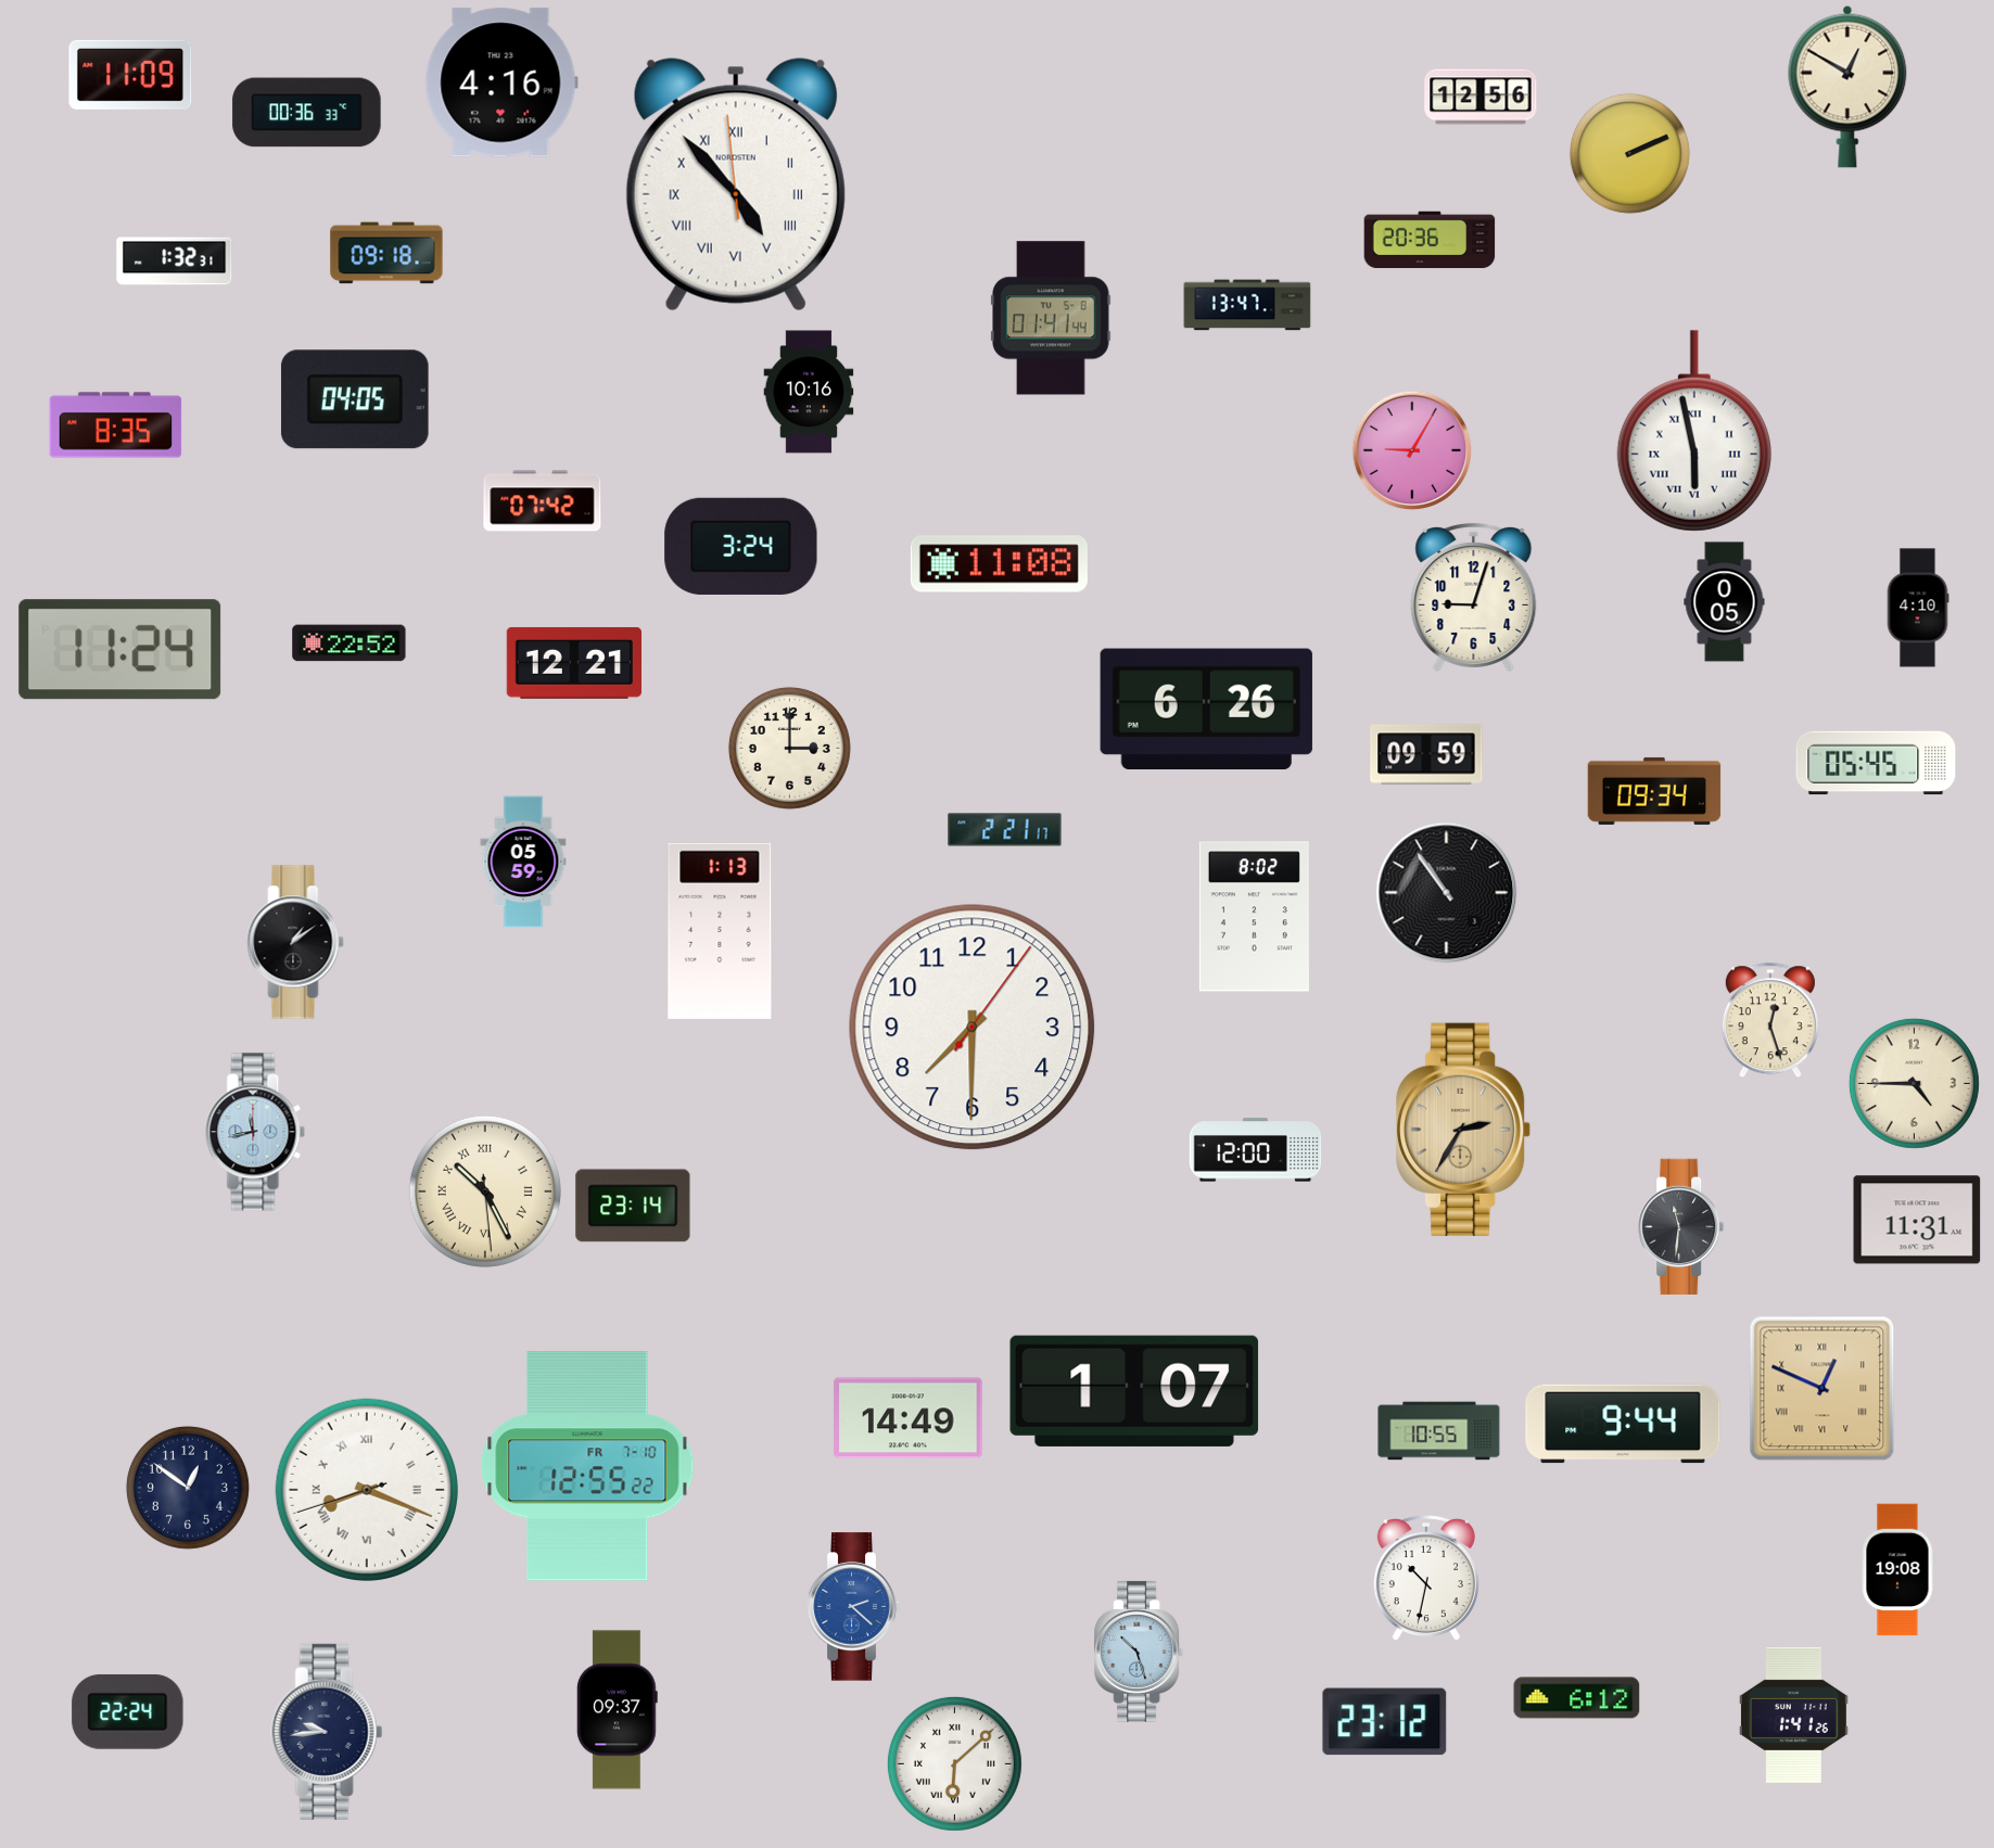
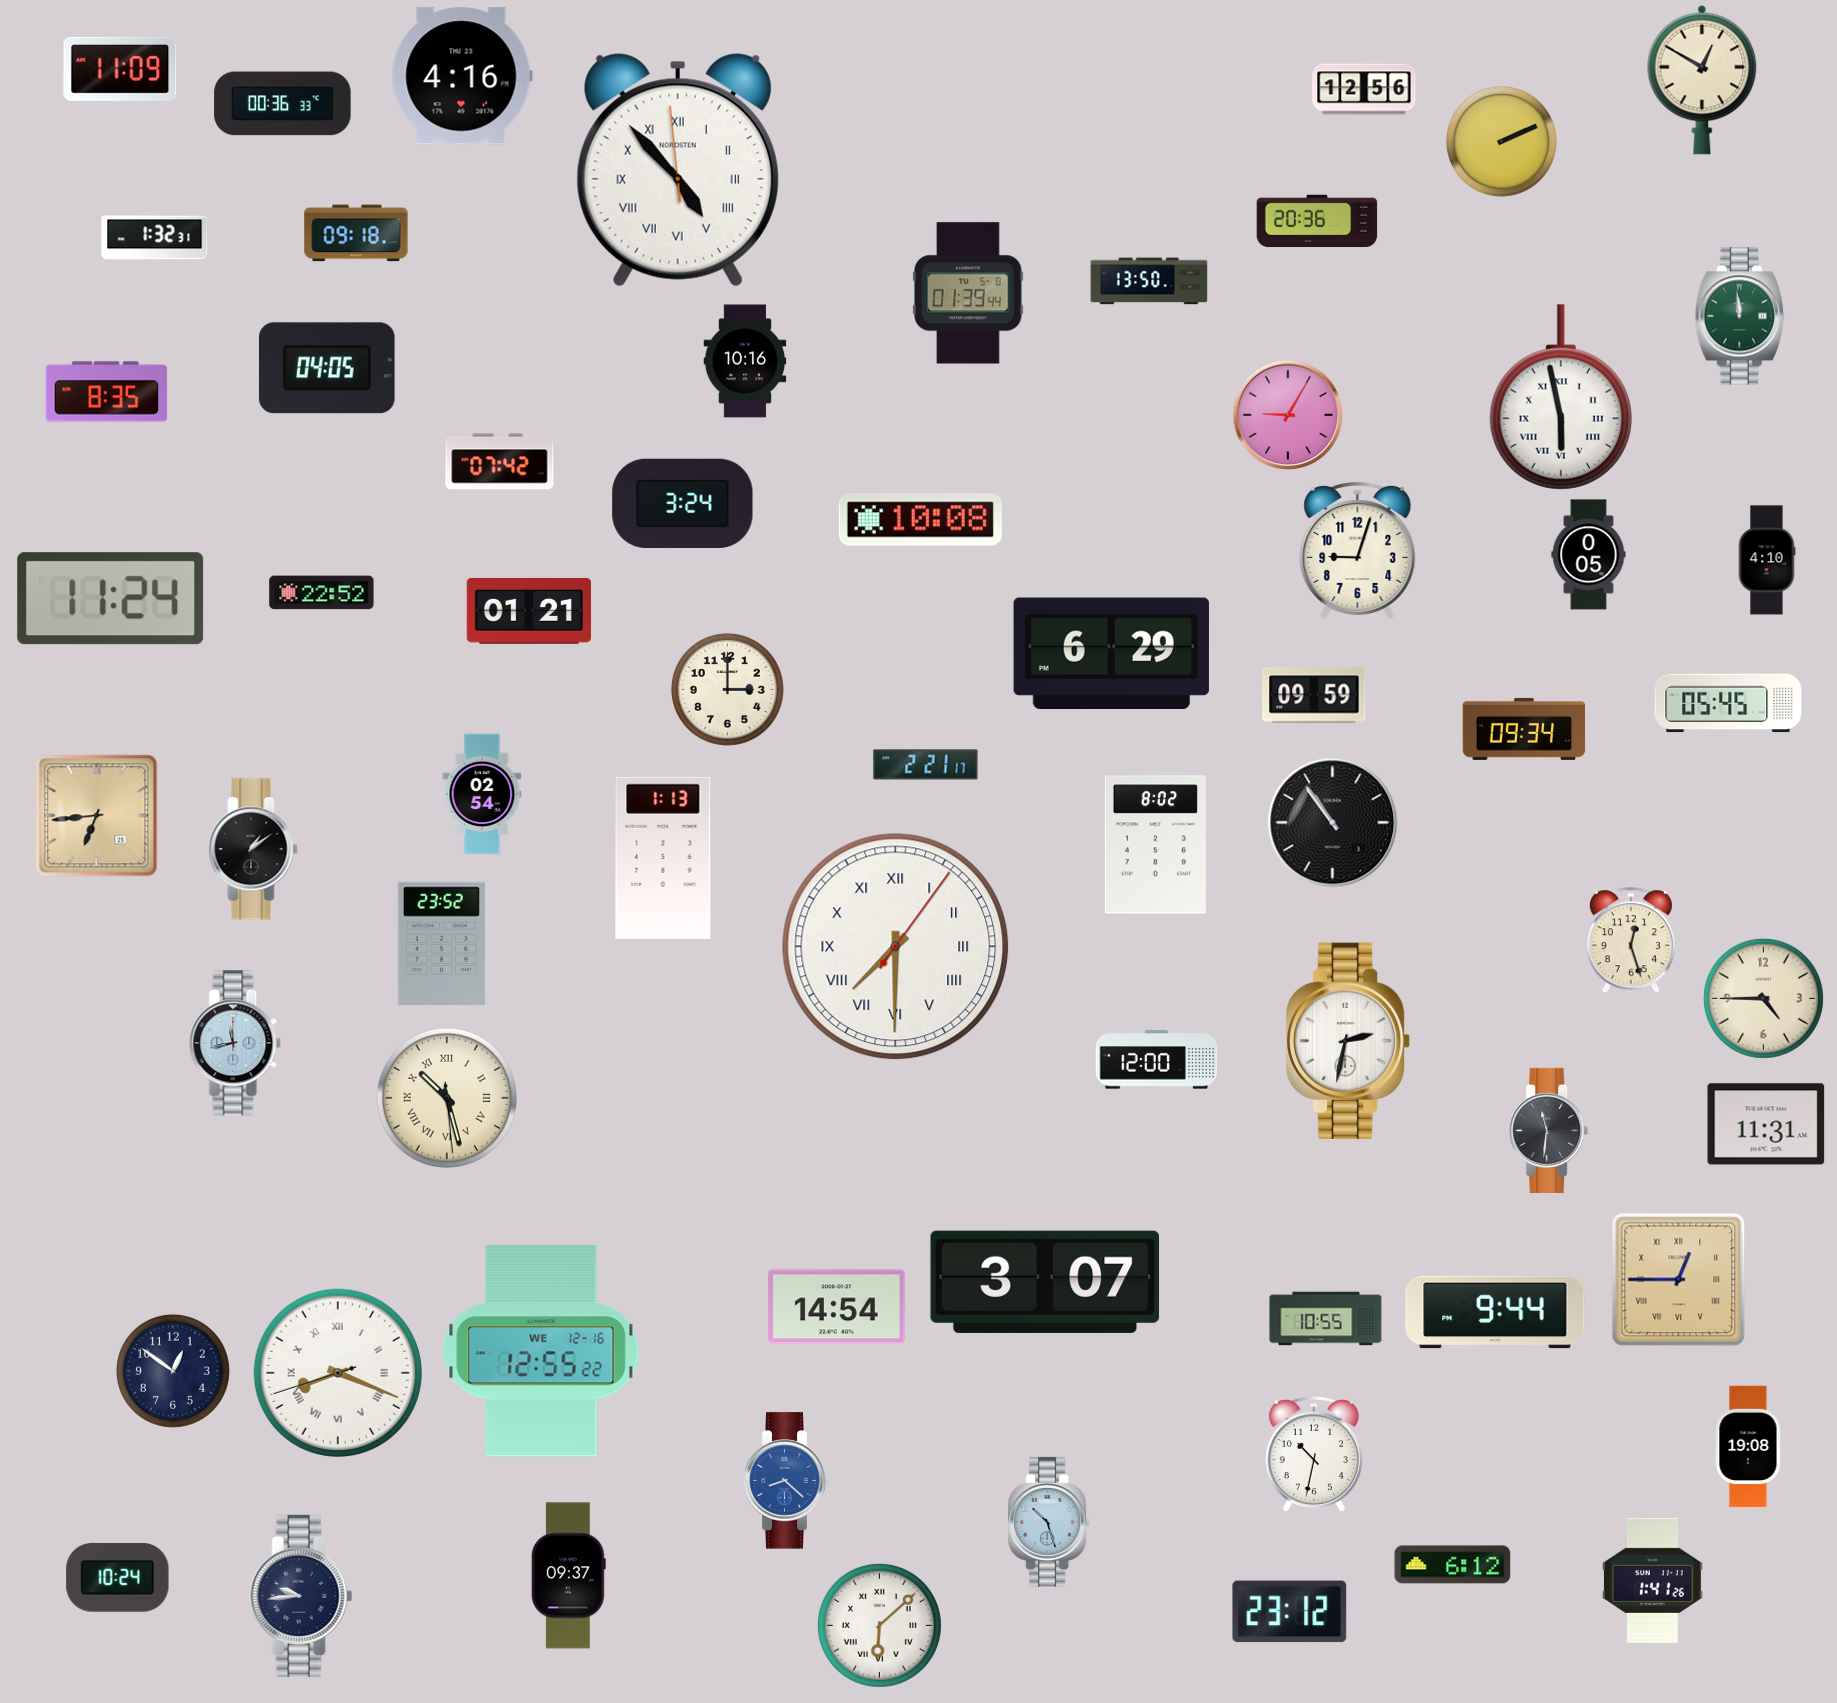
clock at (175, 262) position: (175, 262) -> (155, 238)
clock at (1247, 305): 13:47 -> 13:50
clock at (1051, 318): 01:41 -> 01:39
clock at (1739, 316): none -> 11:59
clock at (1412, 450) position: (1412, 450) -> (1288, 415)
clock at (999, 564): 11:08 -> 10:08
clock at (574, 663): 12:21 -> 01:21
clock at (1206, 710): 6:26 -> 6:29
clock at (523, 862): 05:59 -> 02:54
clock at (97, 816): none -> 6:44
clock at (295, 942) position: (295, 942) -> (253, 849)
clock at (441, 943): none -> 23:52
clock at (973, 1028) numerals: Arabic -> Roman
clock at (1464, 1130): 2:35 -> 2:32
clock at (1464, 1130) dial: champagne -> white
clock at (485, 1191): 10:25 -> 10:27
clock at (633, 1206): 23:14 -> none
clock at (1822, 1389): 12:49 -> 12:45
clock at (1134, 1391): 1:07 -> 3:07
clock at (909, 1418): 14:49 -> 14:54
clock at (587, 1466) date: FR 7-10 -> WE 12-16
clock at (854, 1607): 2:22 -> 8:22
clock at (128, 1711): 22:24 -> 10:24
clock at (1385, 1722) position: (1385, 1722) -> (1290, 1612)
